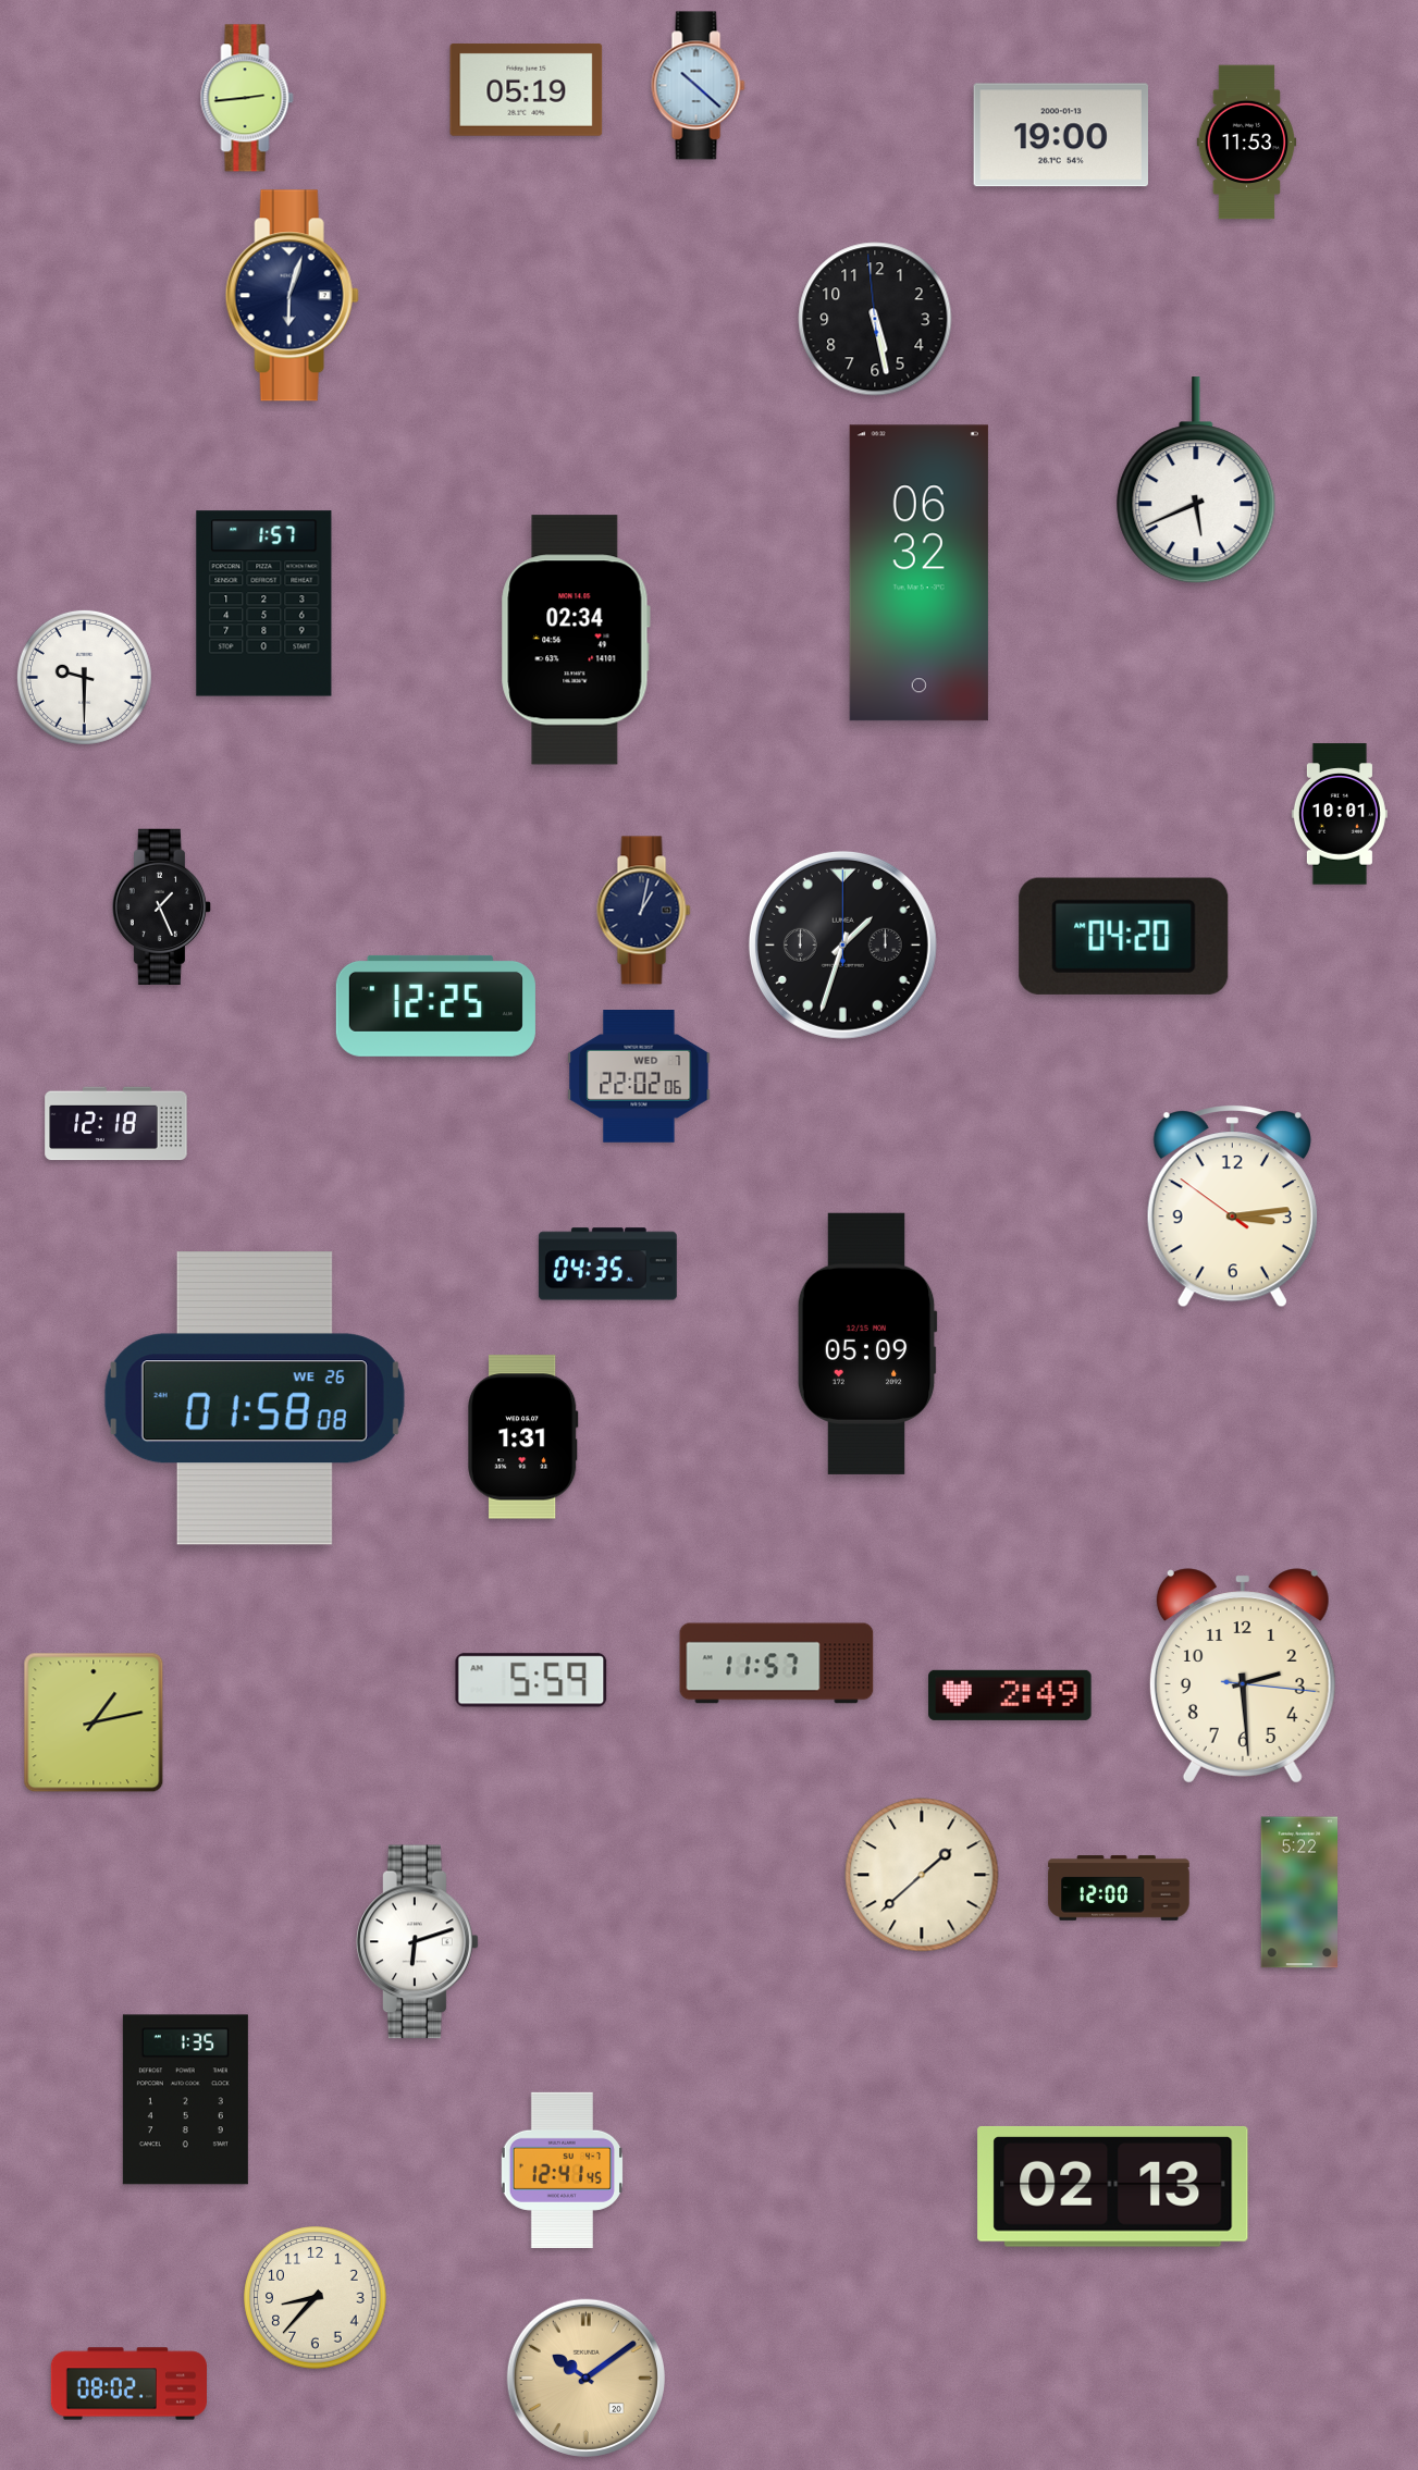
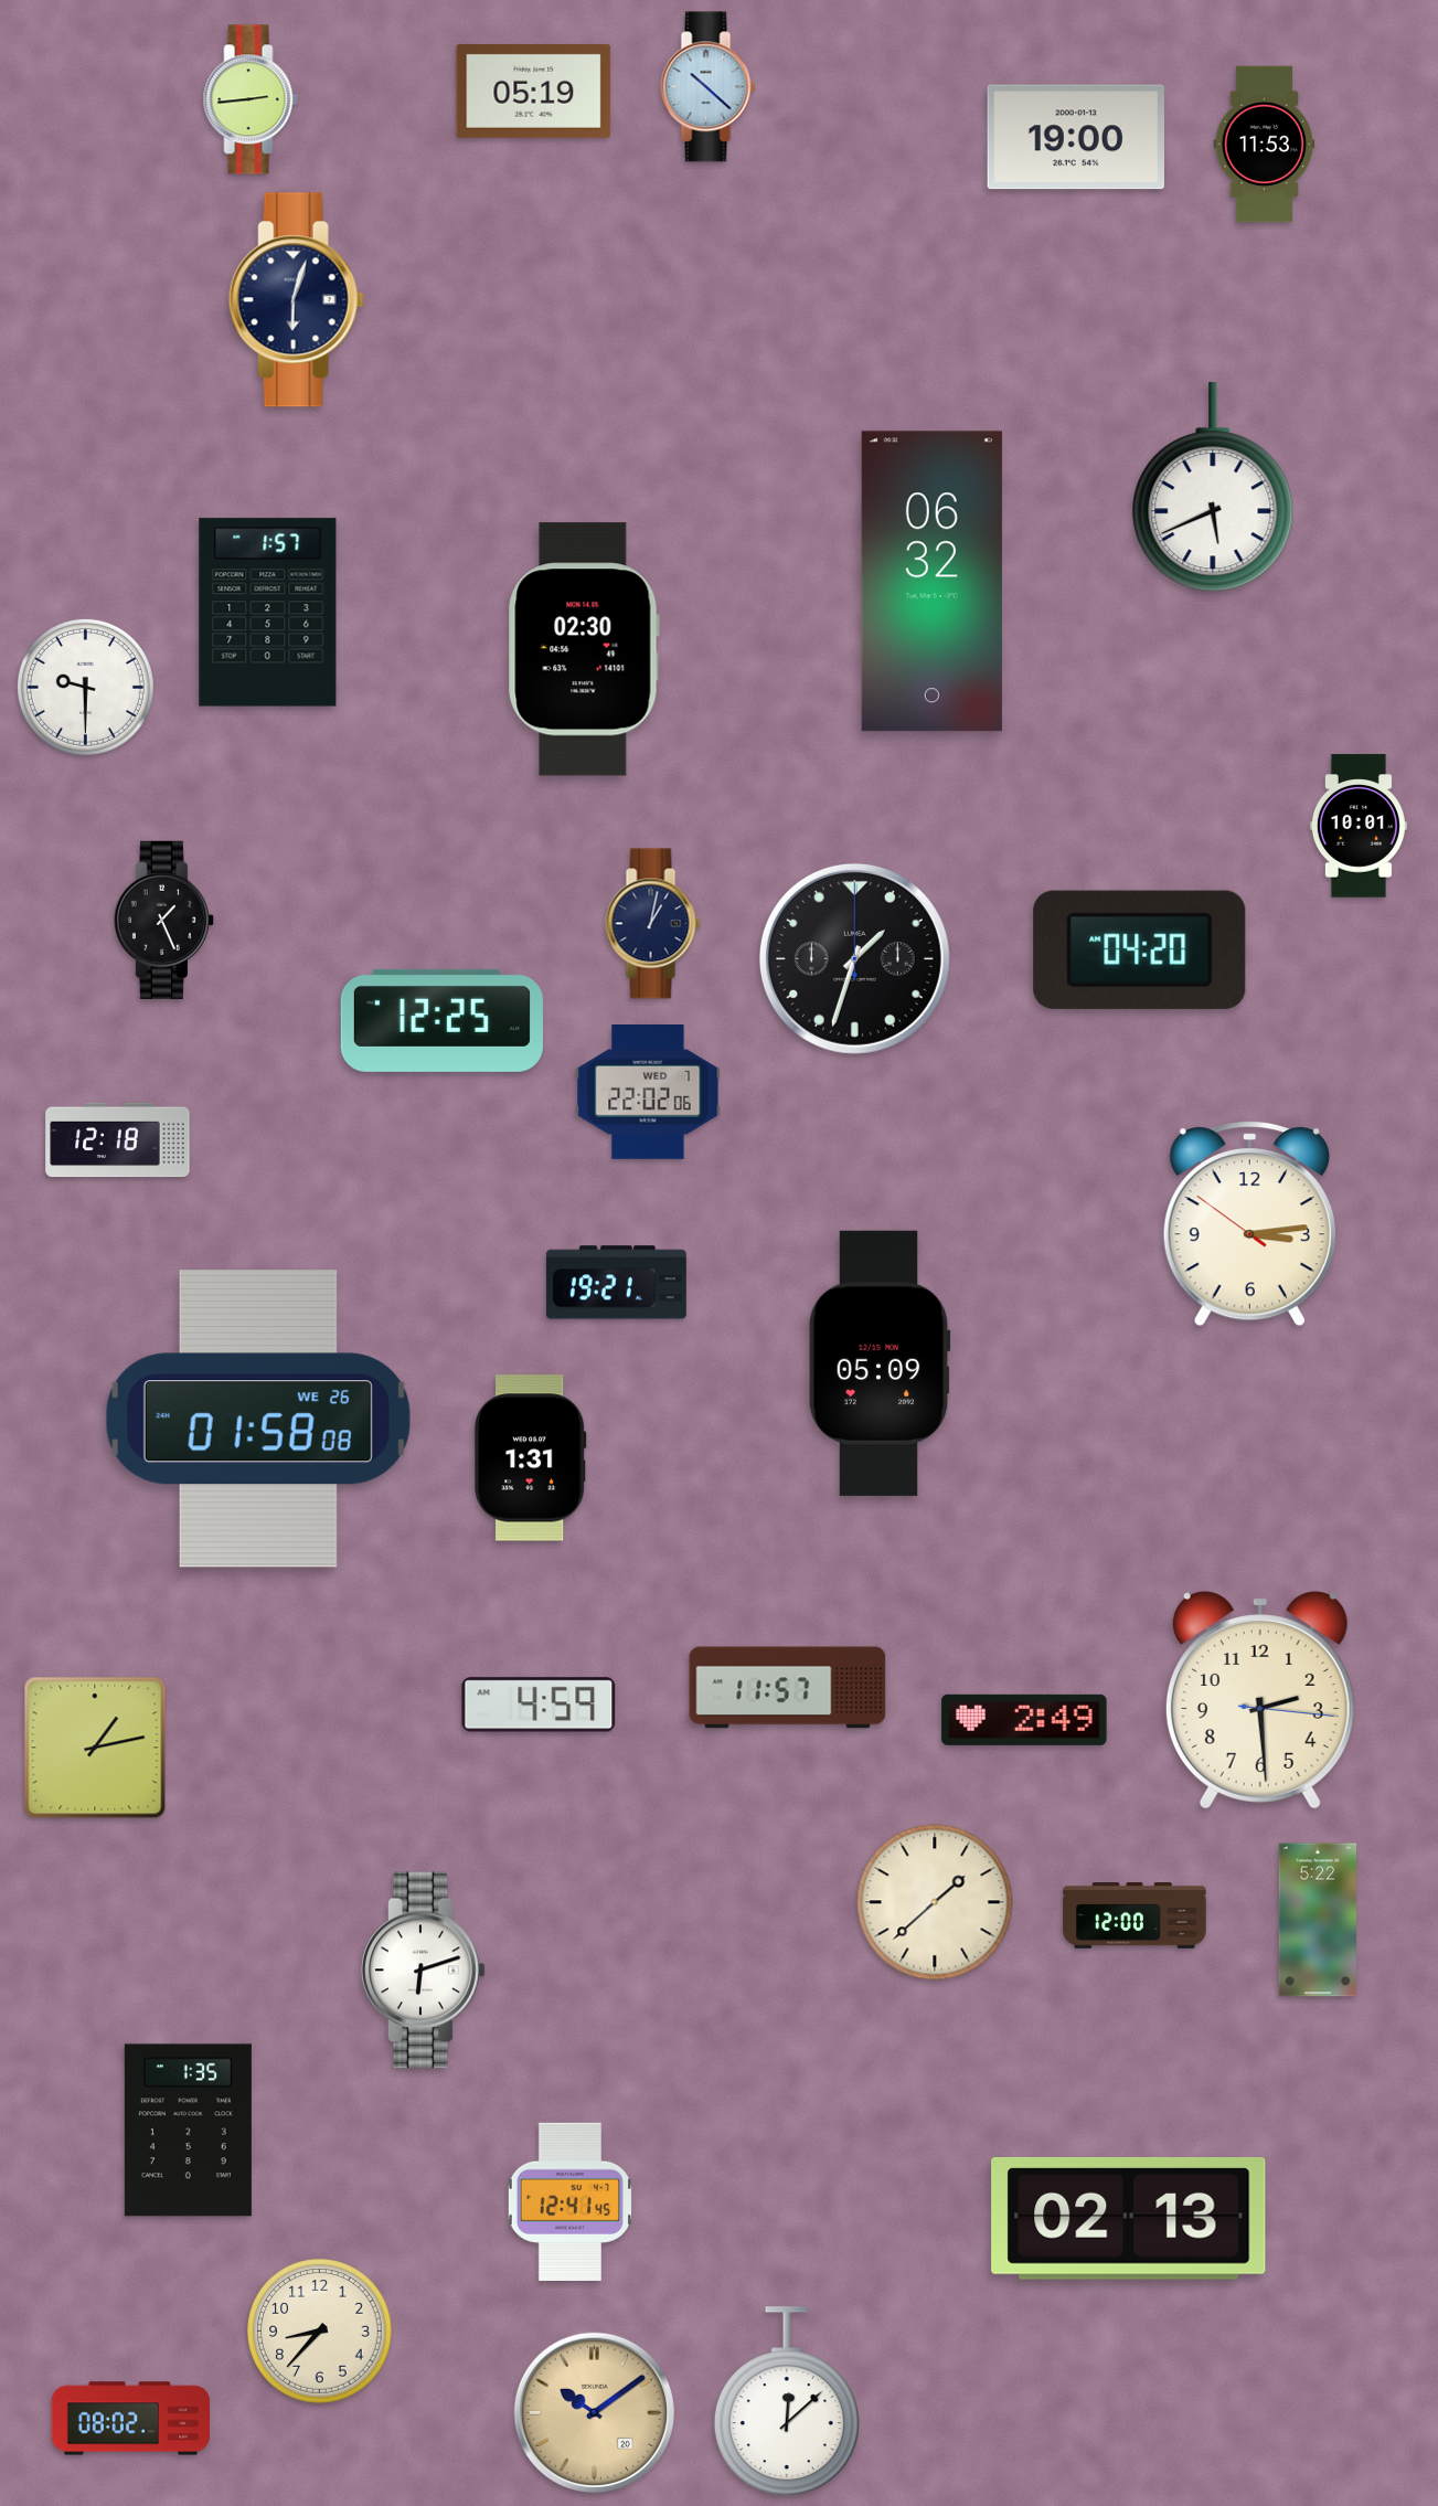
clock at (875, 319): 5:27 -> none
clock at (576, 640): 02:34 -> 02:30
clock at (607, 1264): 04:35 -> 19:21
clock at (531, 1680): 5:59 -> 4:59
clock at (787, 2402): none -> 12:08
